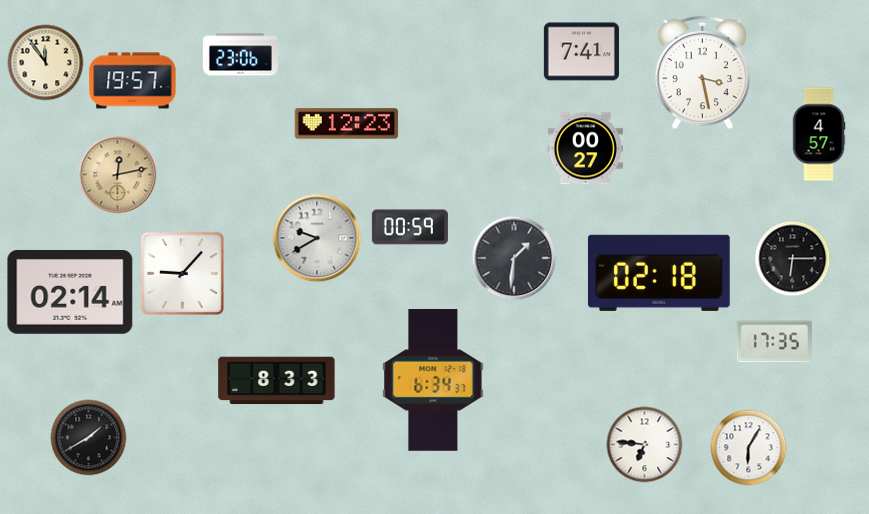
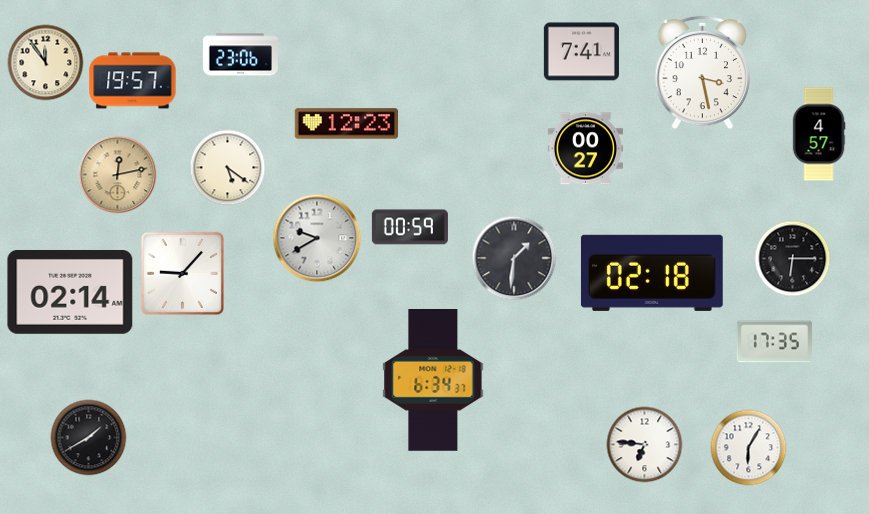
clock at (228, 168): none -> 5:21
clock at (659, 273) position: (659, 273) -> (652, 273)
clock at (277, 381): 8:33 -> none
